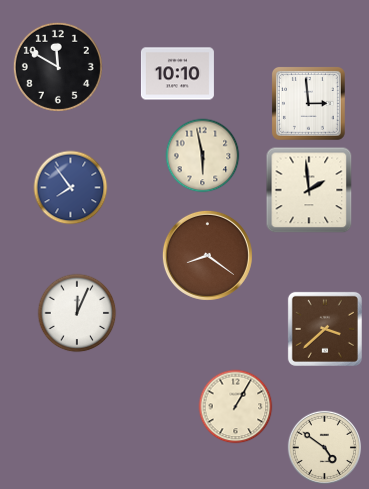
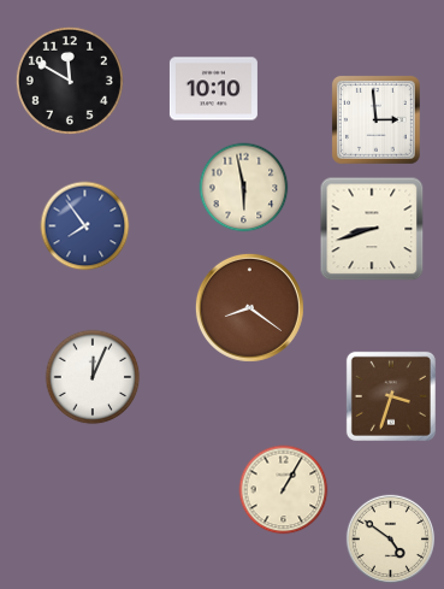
clock at (308, 103) position: (308, 103) -> (375, 119)
clock at (309, 190): 1:59 -> 8:42
clock at (325, 329): 3:38 -> 3:33
